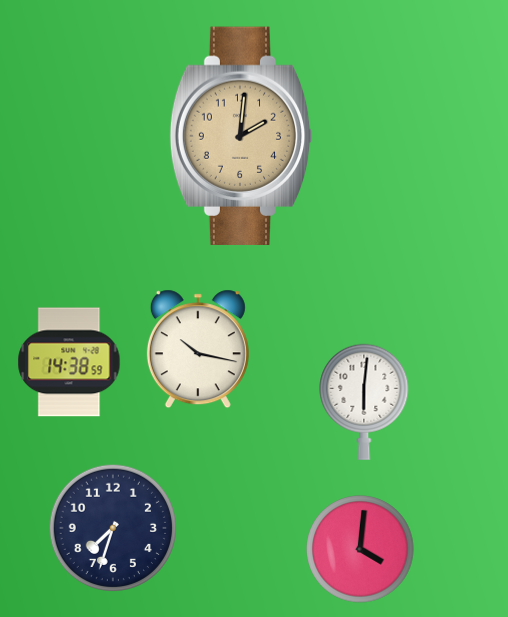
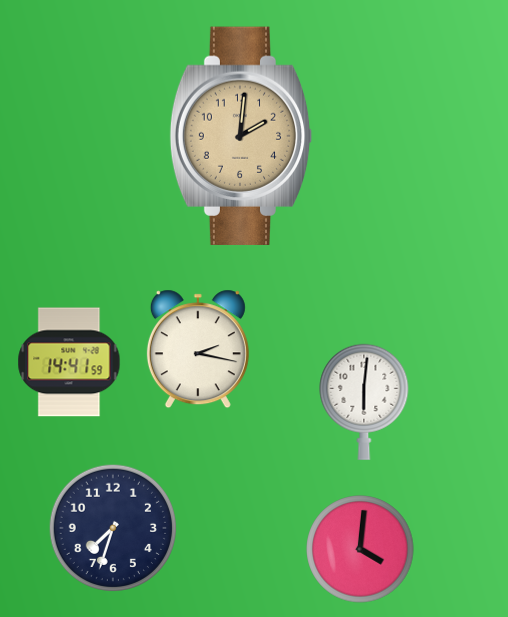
clock at (198, 349): 10:17 -> 2:17
clock at (69, 362): 14:38 -> 14:41
